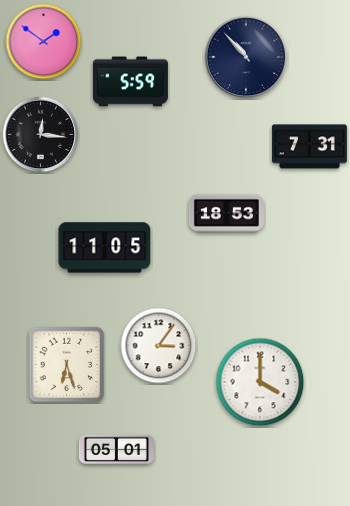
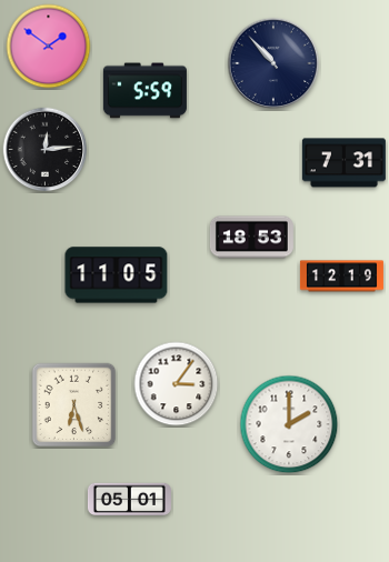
clock at (41, 135): 12:16 -> 12:14
clock at (341, 277): none -> 12:19
clock at (260, 382): 4:00 -> 2:00
